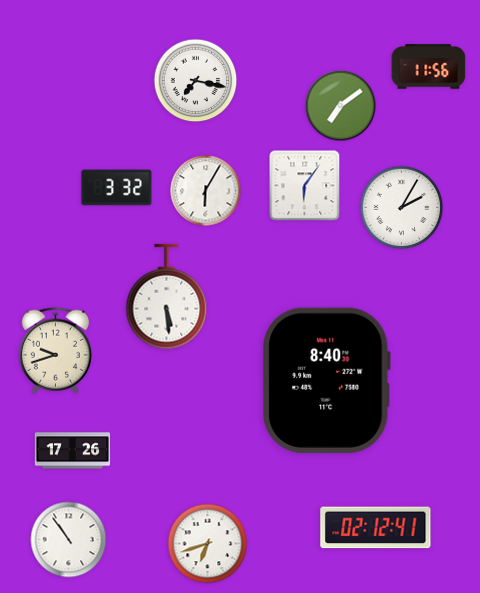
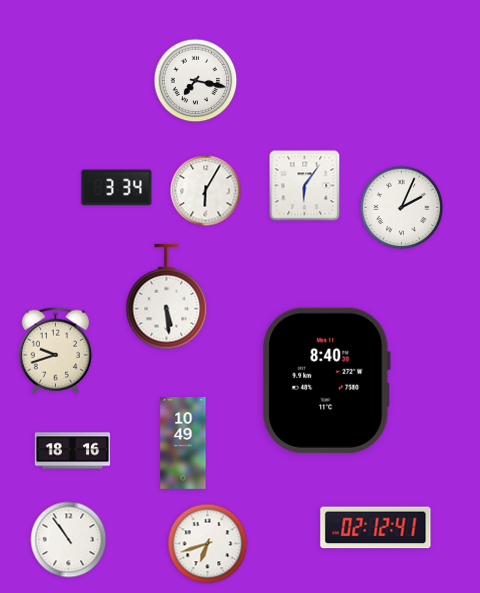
clock at (429, 67): 11:56 -> none
clock at (341, 106): 7:09 -> none
clock at (117, 188): 3:32 -> 3:34
clock at (402, 208): 2:05 -> 2:04
clock at (183, 444): none -> 10:49
clock at (73, 451): 17:26 -> 18:16
